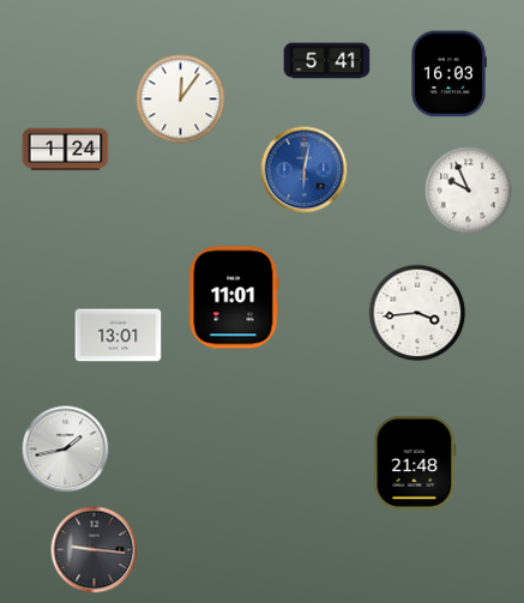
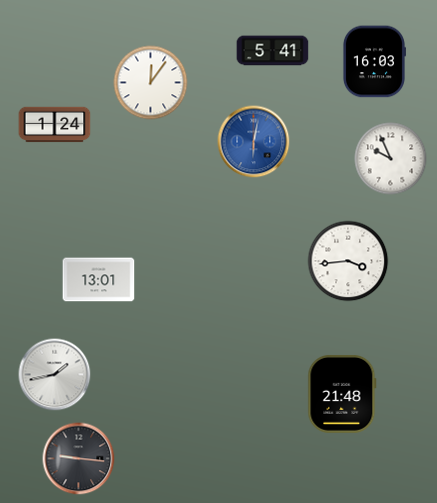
clock at (234, 297): 11:01 -> none
clock at (415, 463) position: (415, 463) -> (342, 394)
